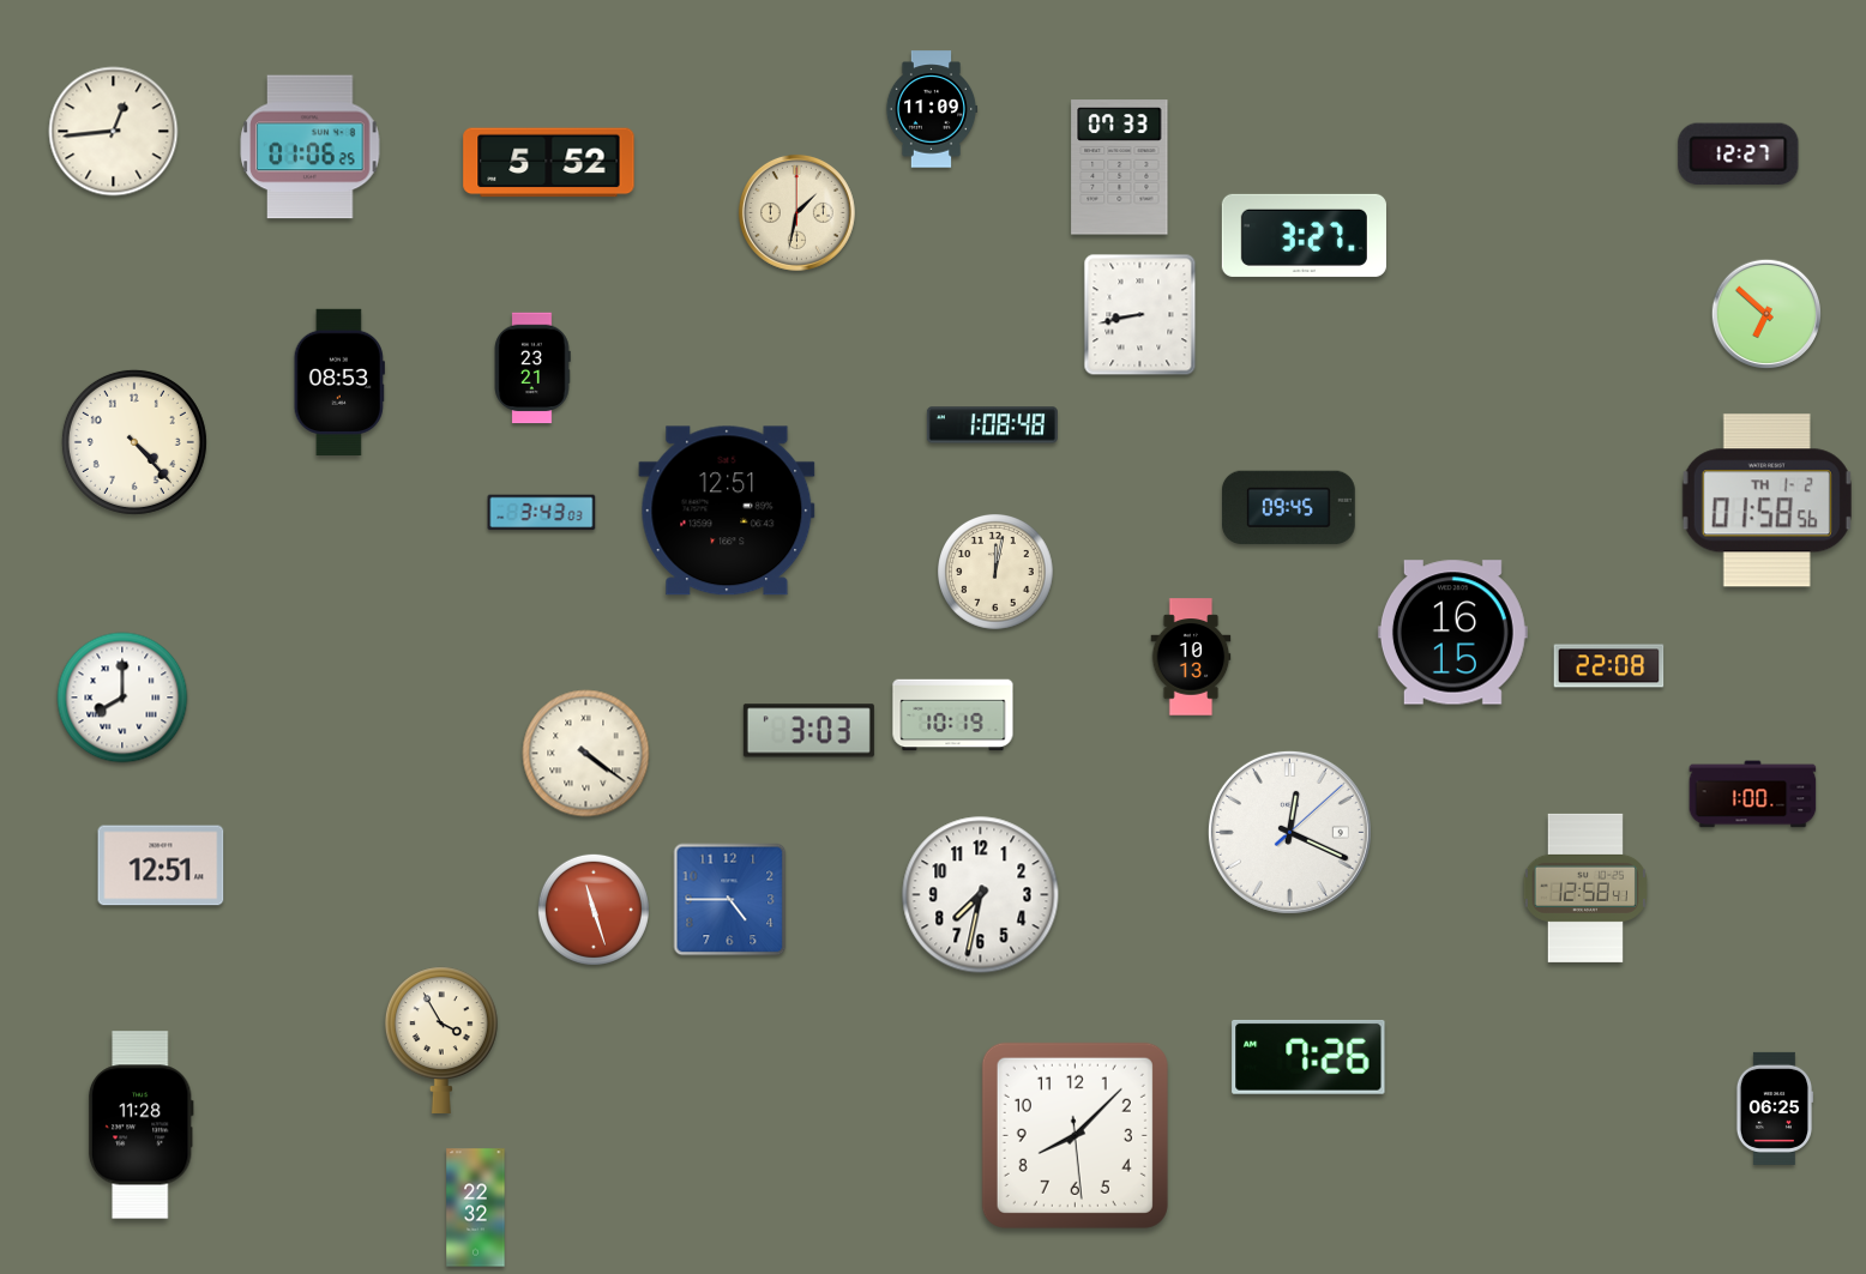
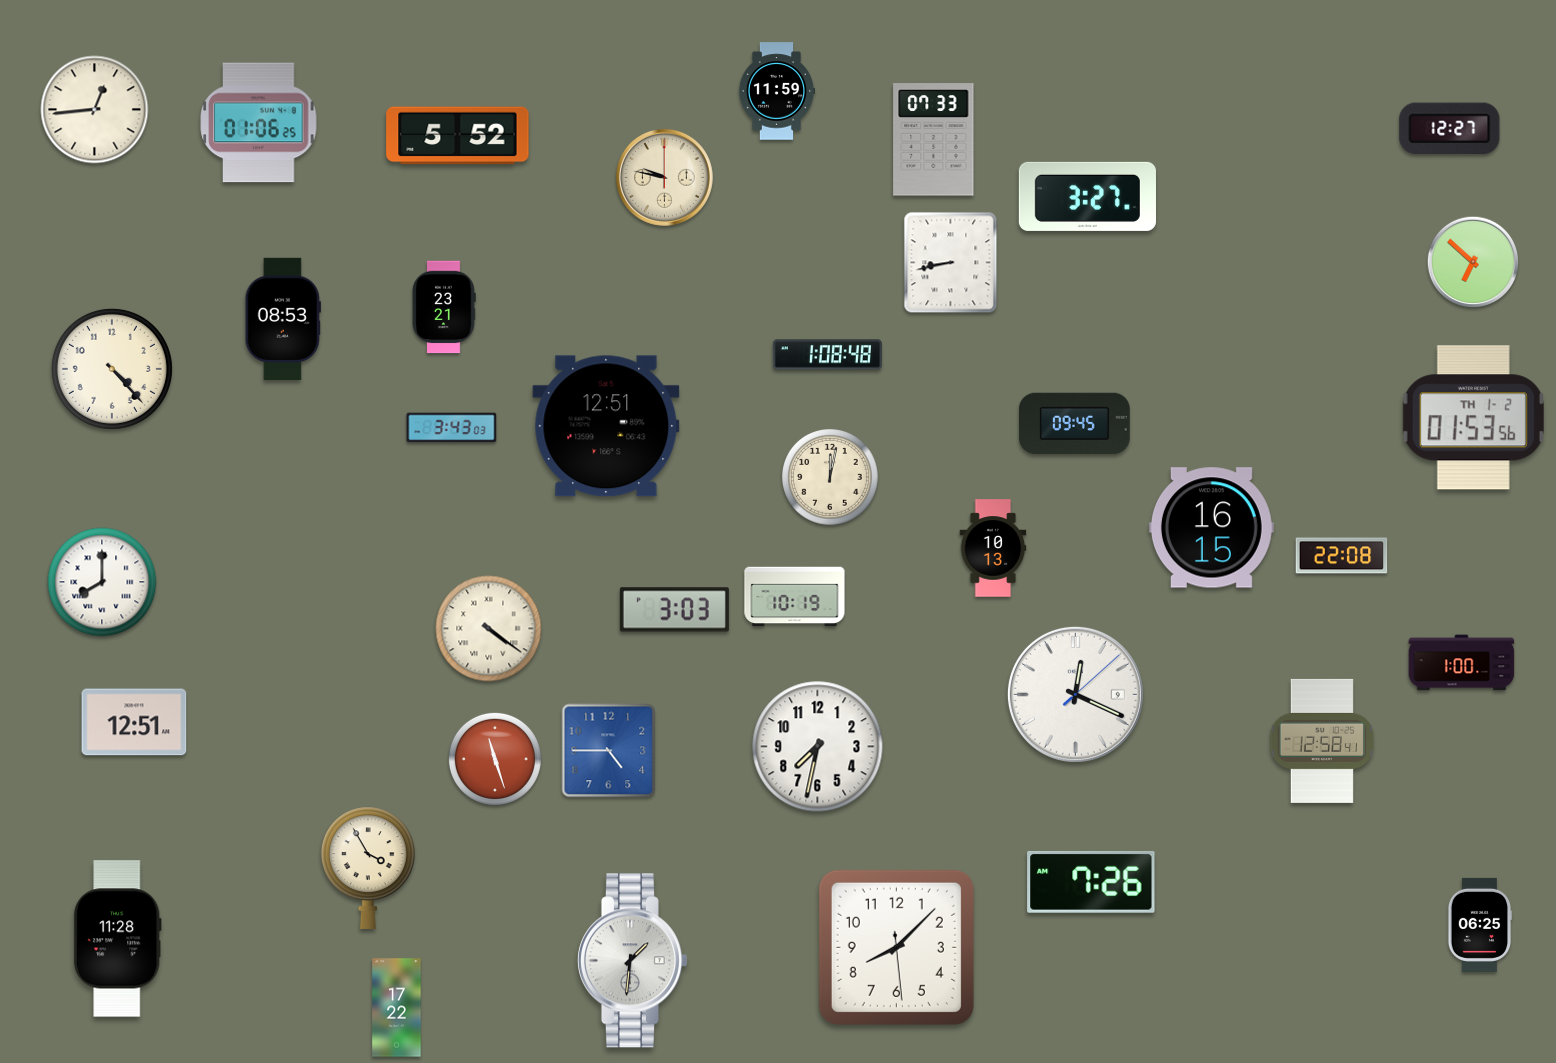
clock at (932, 109): 11:09 -> 11:59
clock at (796, 212): 1:32 -> 9:47
clock at (1766, 501): 01:58 -> 01:53
clock at (632, 961): none -> 1:31
clock at (476, 1208): 22:32 -> 17:22
